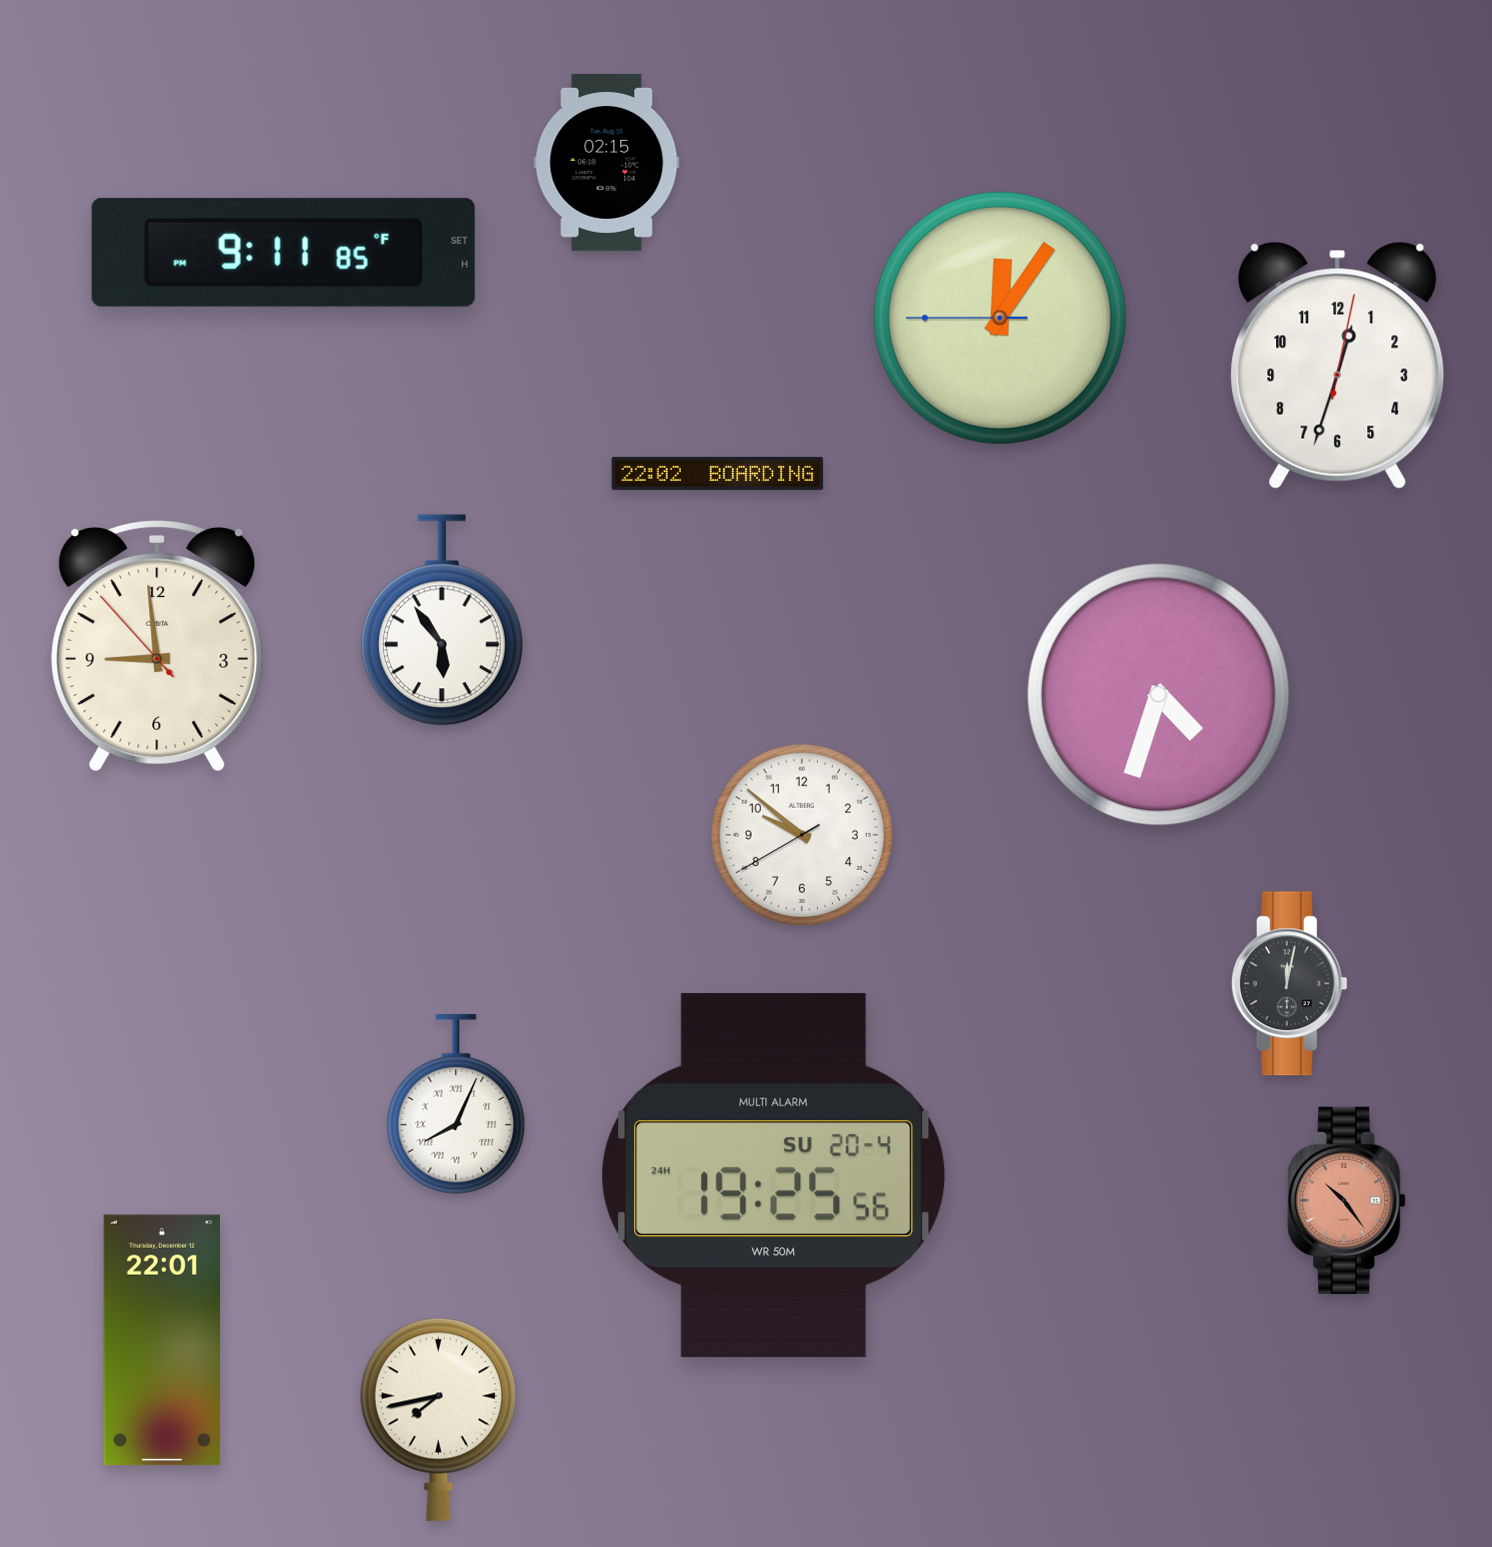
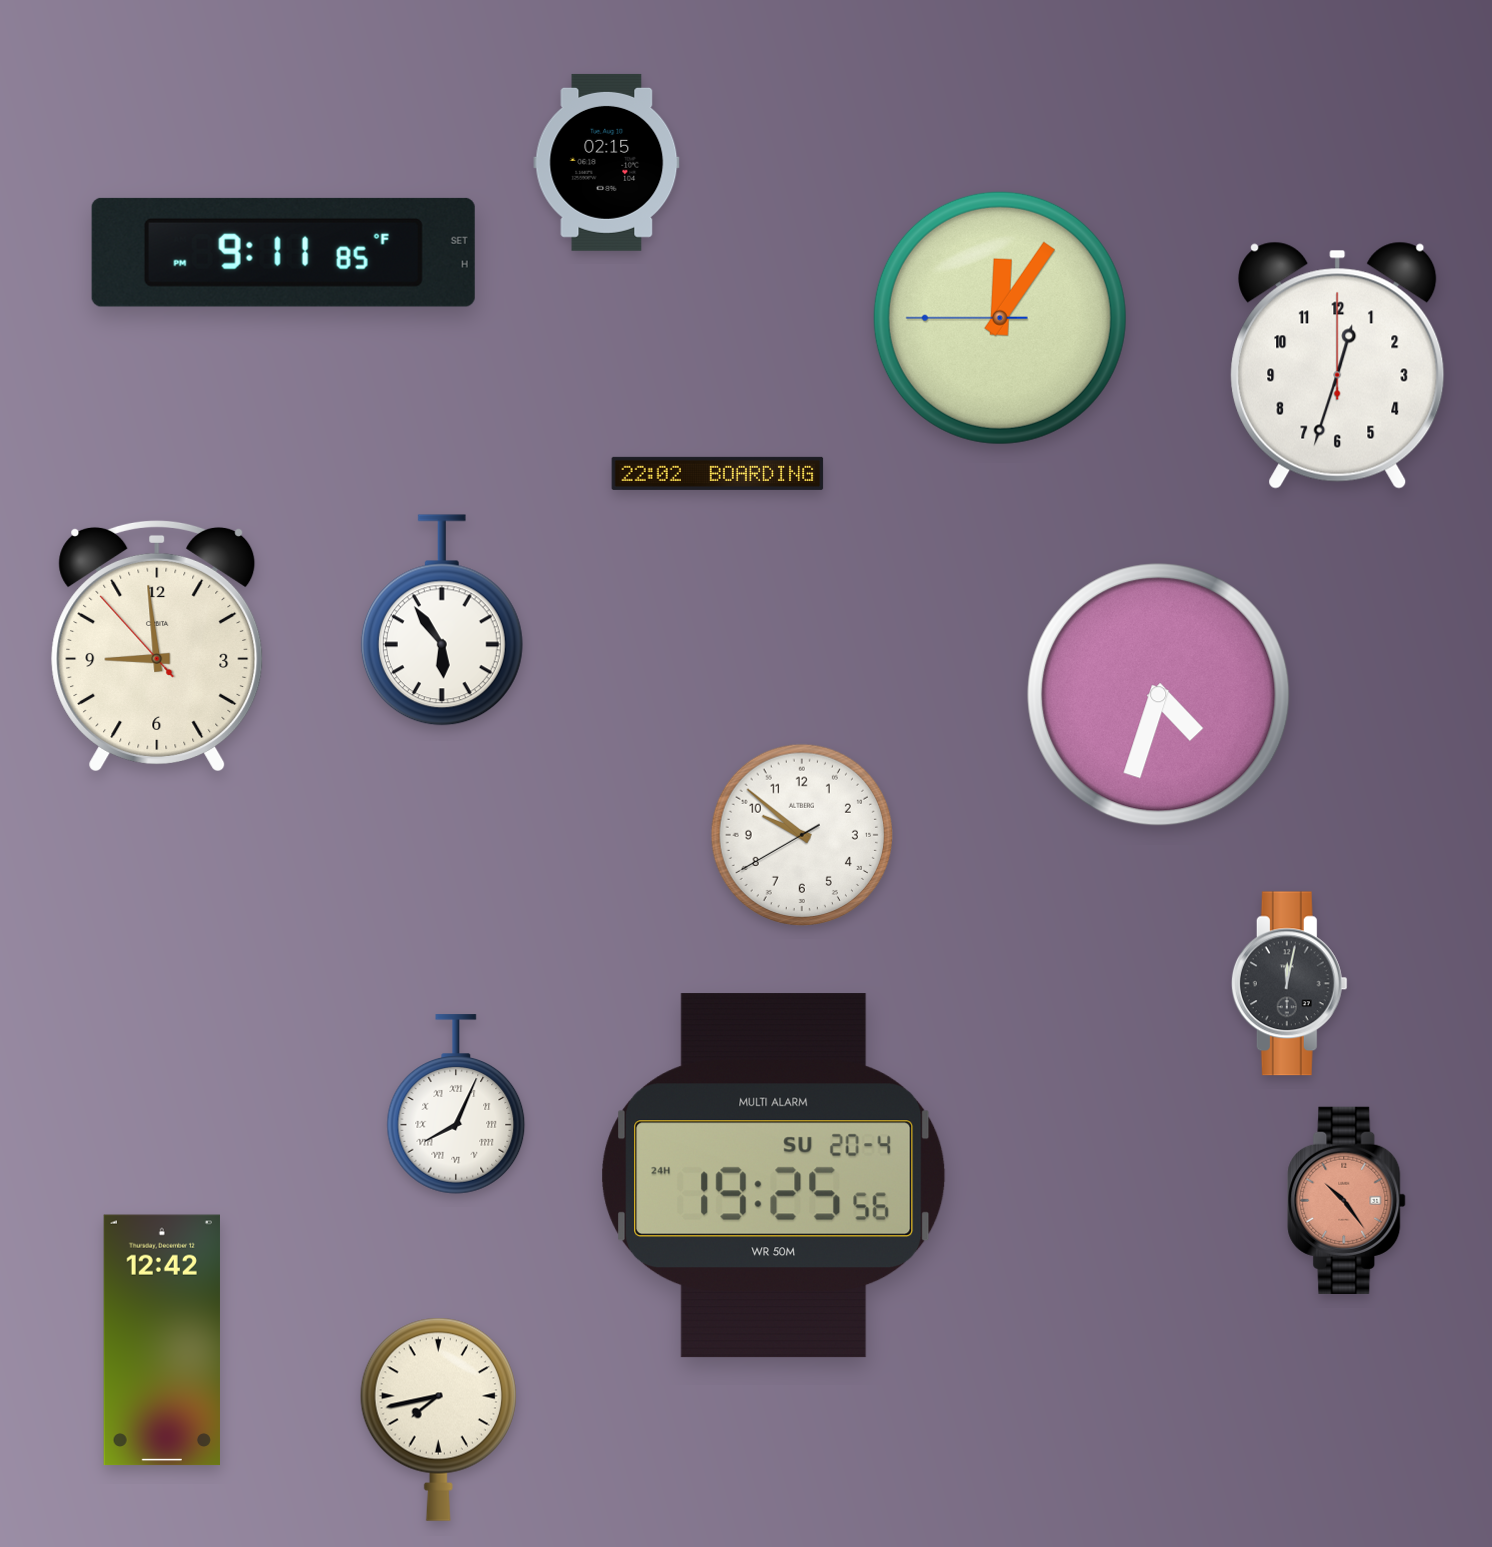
clock at (1338, 365): 12:33:02 -> 12:33:00
clock at (162, 1340): 22:01 -> 12:42
